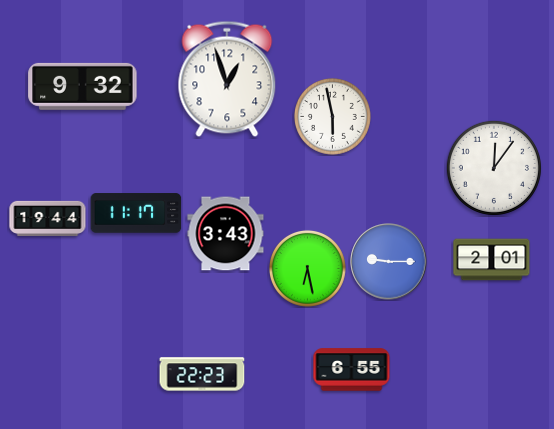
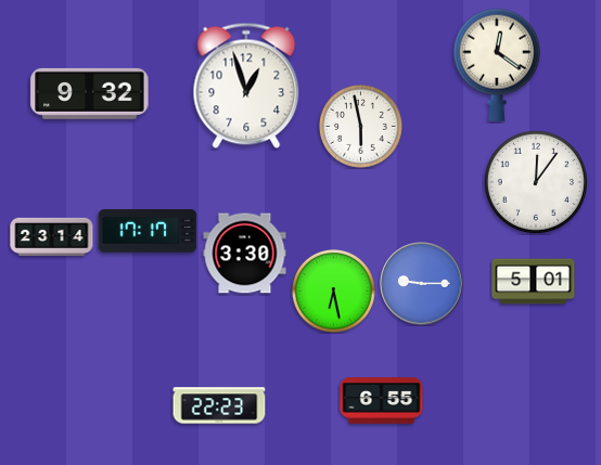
clock at (497, 65): none -> 12:21
clock at (136, 213): 11:17 -> 17:17
clock at (48, 218): 19:44 -> 23:14
clock at (226, 234): 3:43 -> 3:30
clock at (492, 260): 2:01 -> 5:01
